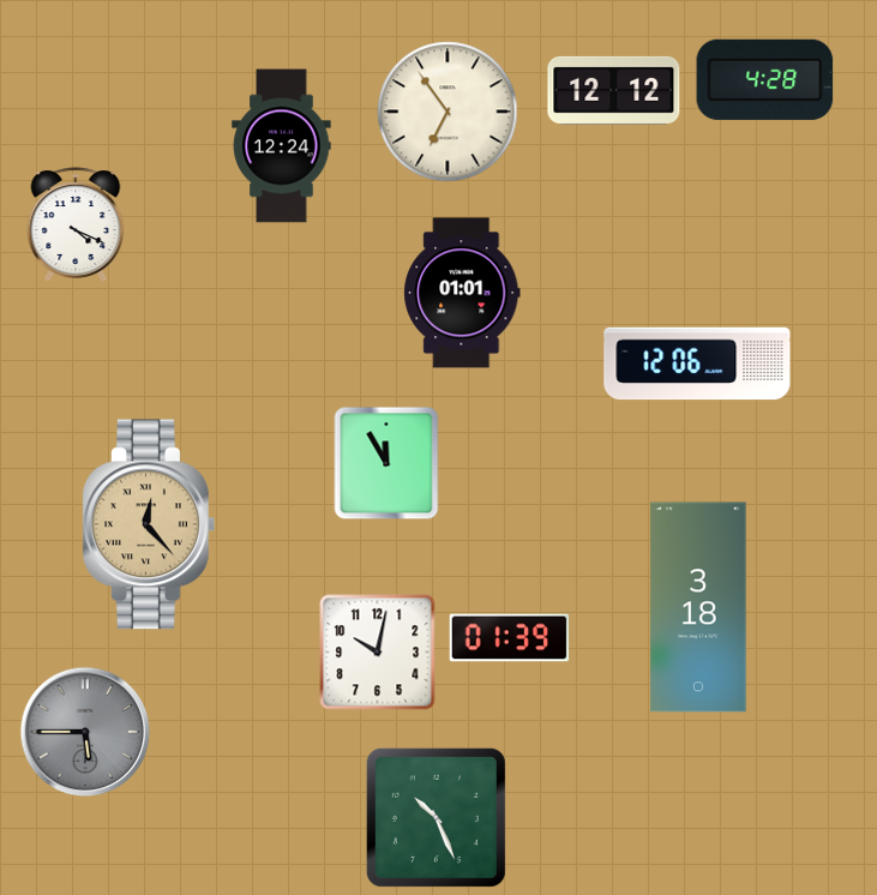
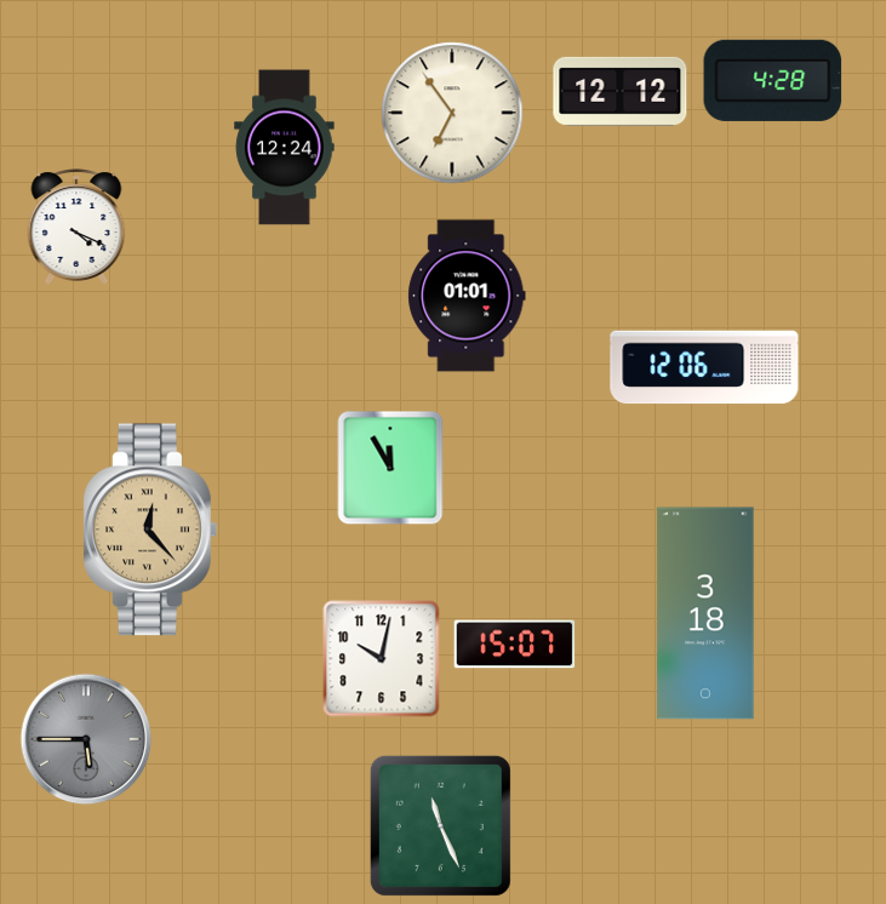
clock at (510, 638): 01:39 -> 15:07
clock at (436, 817): 10:26 -> 11:26
